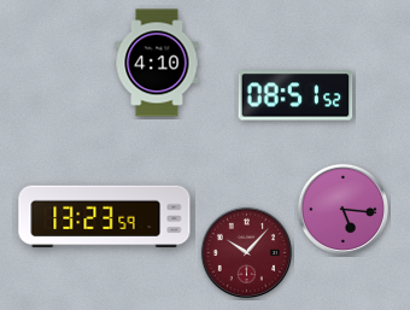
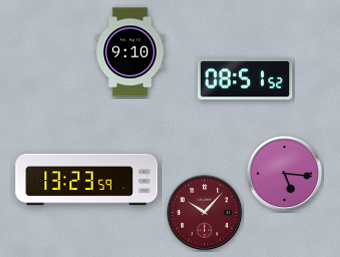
clock at (157, 63): 4:10 -> 9:10
clock at (246, 252) position: (246, 252) -> (204, 212)
